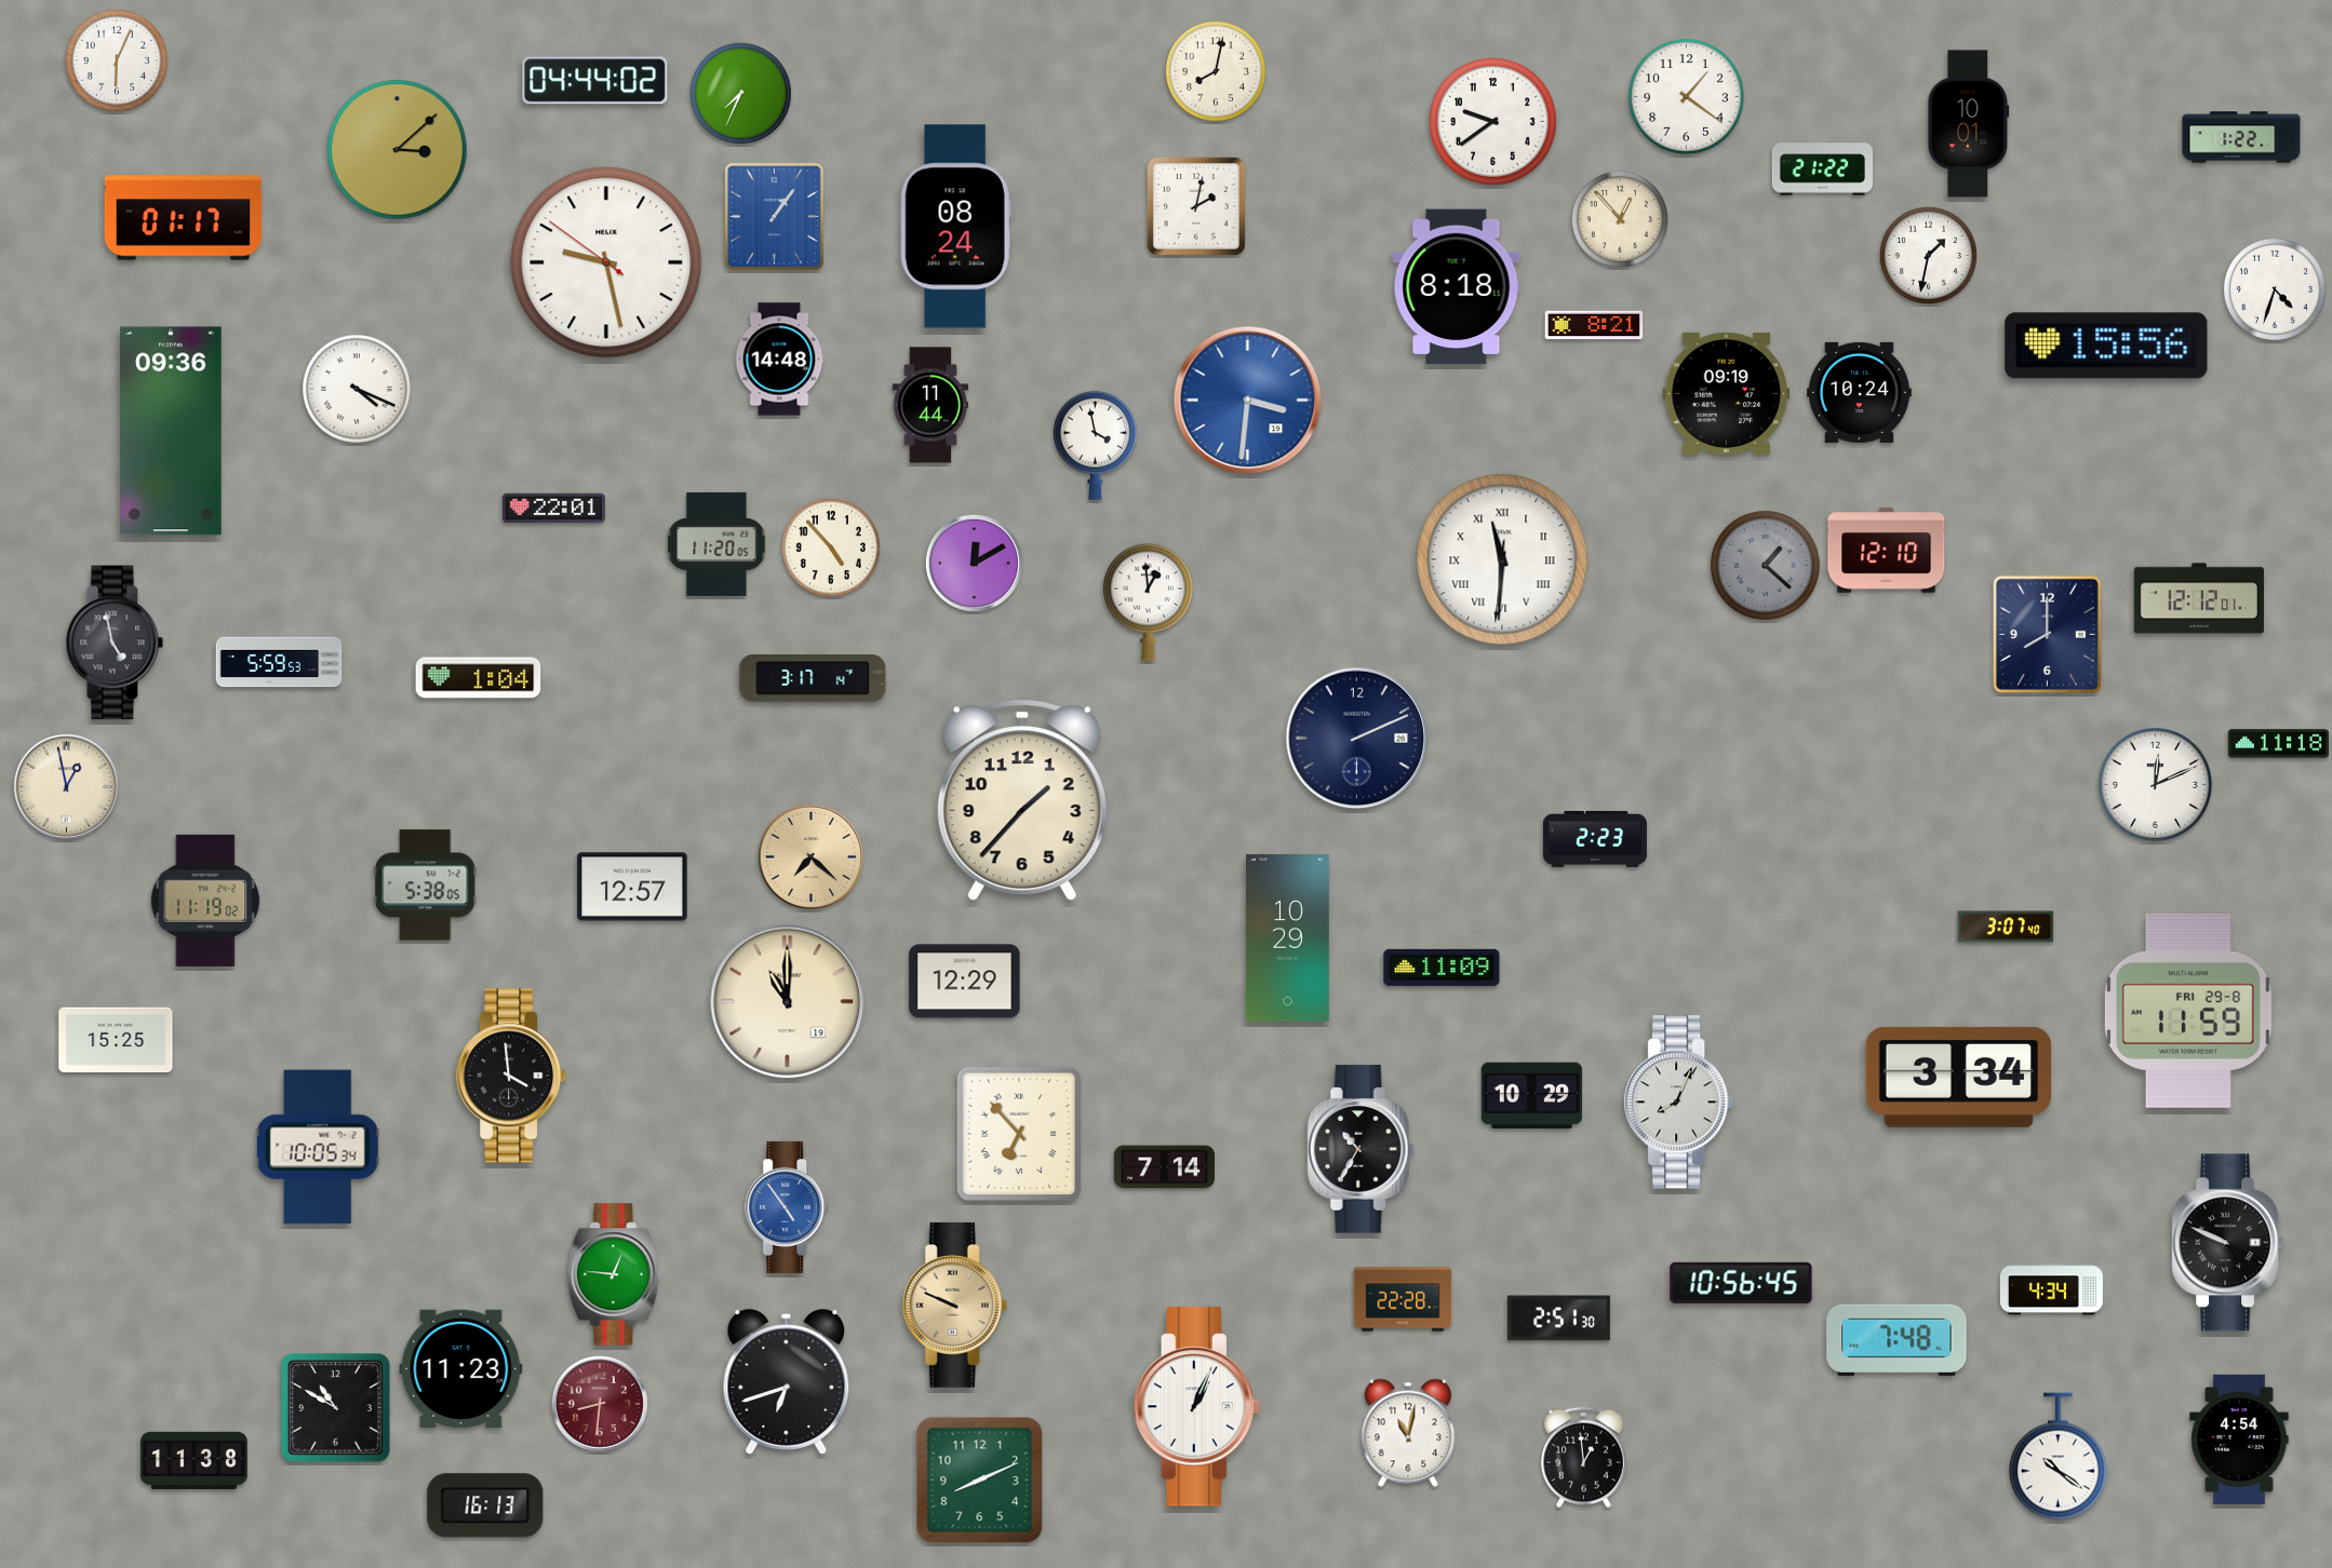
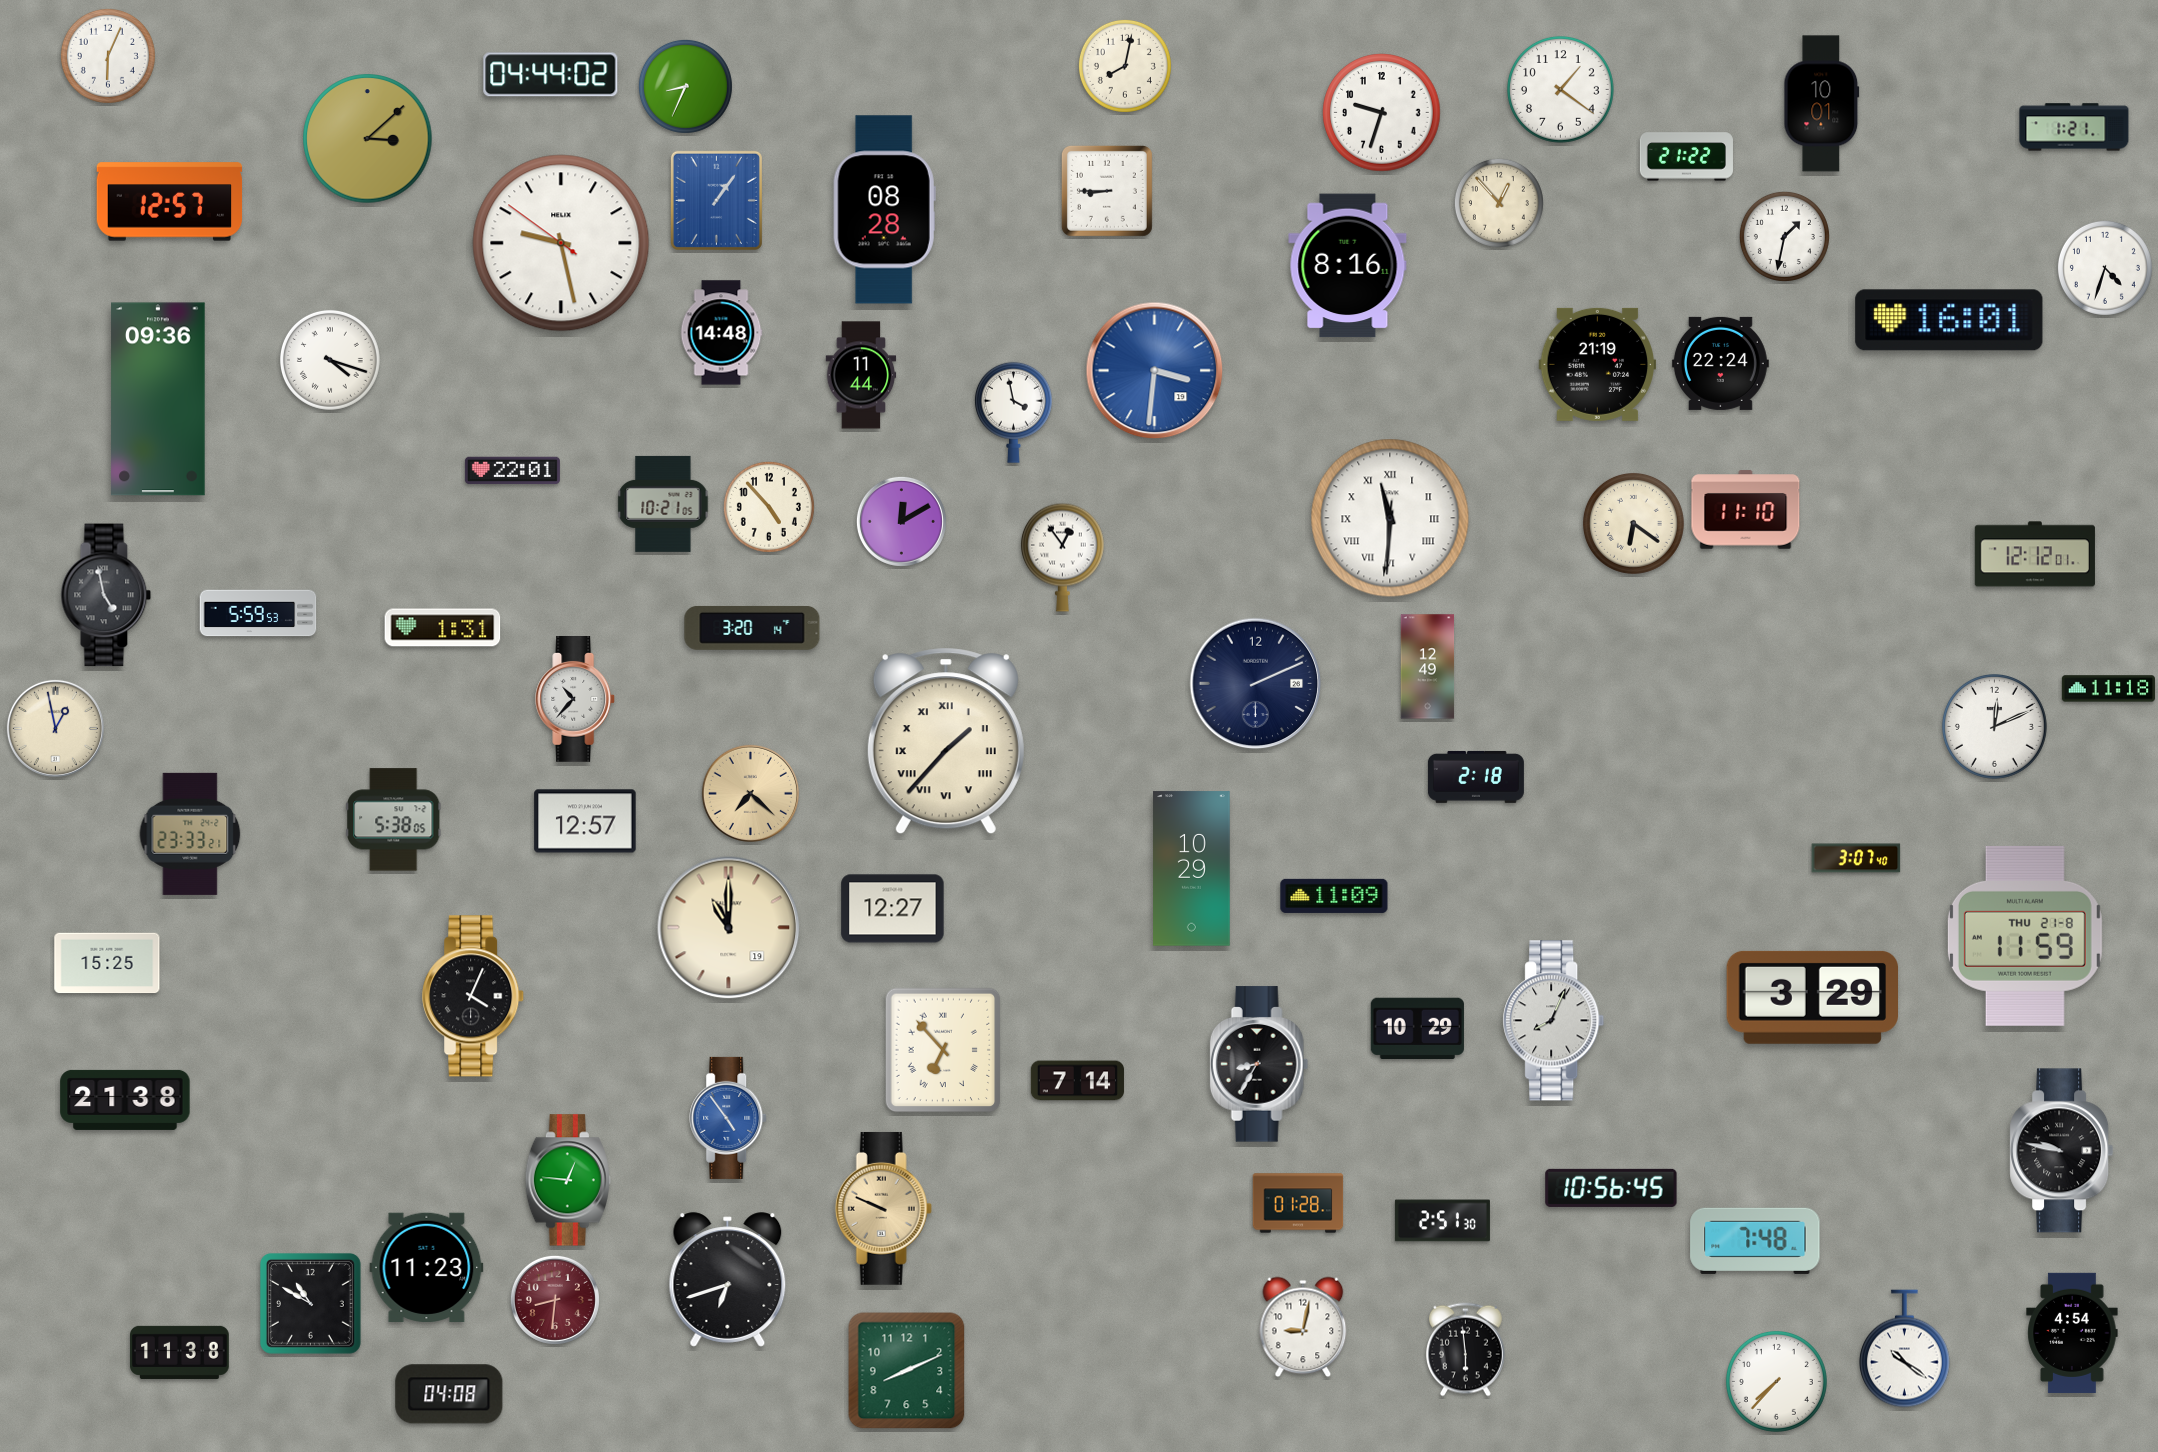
clock at (740, 93): 7:34 -> 8:34
clock at (1493, 122): 9:39 -> 9:33
clock at (1969, 124) position: (1969, 124) -> (1822, 104)
clock at (2241, 137): 1:22 -> 1:21
clock at (1196, 206): 2:02 -> 8:45
clock at (184, 218): 01:17 -> 12:57
clock at (955, 227): 08:24 -> 08:28
clock at (1457, 287): 8:18 -> 8:16
clock at (1594, 325): 8:21 -> none
clock at (2106, 346): 15:56 -> 16:01
clock at (357, 389): 4:19 -> 4:18
clock at (1859, 392): 10:24 -> 22:24
clock at (1727, 393): 09:19 -> 21:19
clock at (716, 544): 11:20 -> 10:21
clock at (1887, 551): 12:10 -> 11:10
clock at (1765, 565): 1:22 -> 6:21
clock at (1765, 565) dial: grey -> cream
clock at (1148, 601): 12:59 -> 12:54
clock at (2047, 634): 8:00 -> none
clock at (479, 678): 1:04 -> 1:31
clock at (813, 678): 3:17 -> 3:20
clock at (1428, 667): none -> 12:49
clock at (576, 700): none -> 10:37
clock at (66, 786) position: (66, 786) -> (55, 728)
clock at (1022, 800) numerals: Arabic -> Roman
clock at (1595, 839): 2:23 -> 2:18
clock at (205, 901): 11:19 -> 23:33
clock at (965, 982): 12:29 -> 12:27
clock at (2188, 1011) date: FRI 29-8 -> THU 21-8
clock at (512, 1076): 3:59 -> 4:04
clock at (1959, 1077): 3:34 -> 3:29
clock at (1531, 1095) position: (1531, 1095) -> (1417, 1028)
clock at (318, 1147): 10:05 -> none
clock at (1361, 1149): 10:35 -> 8:35
clock at (125, 1100): none -> 21:38
clock at (2228, 1243): 9:49 -> 9:47
clock at (2051, 1289): 4:34 -> none
clock at (1403, 1299): 22:28 -> 01:28
clock at (1196, 1407): 1:04 -> none
clock at (1408, 1433): 11:02 -> 9:02
clock at (1584, 1458): 12:59 -> 5:59
clock at (1776, 1381): none -> 7:37
clock at (485, 1505): 16:13 -> 04:08
